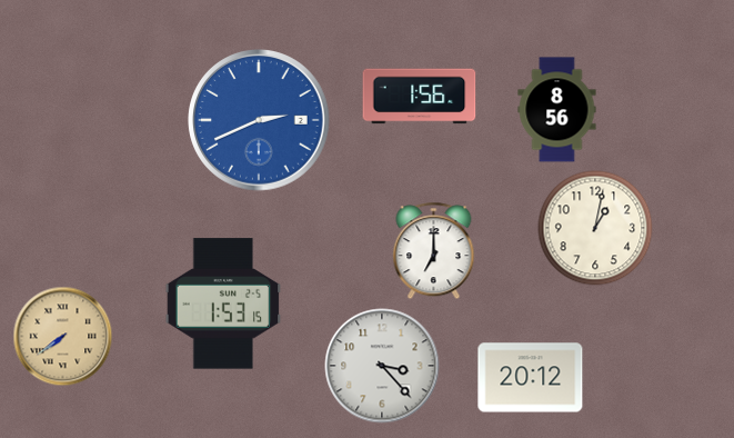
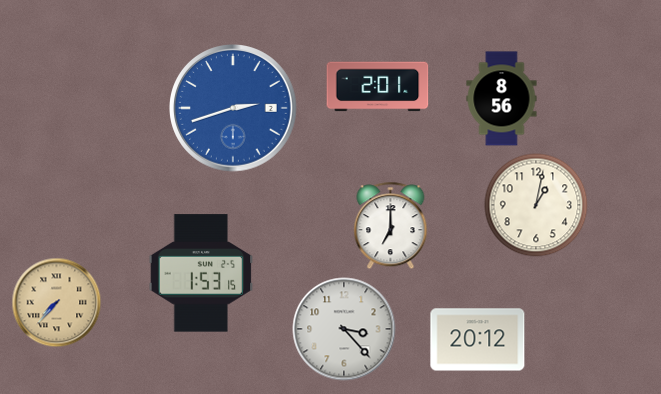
clock at (420, 97): 1:56 -> 2:01
clock at (260, 121): 2:41 -> 2:42
clock at (63, 337): 7:39 -> 7:37
